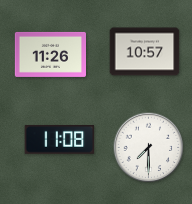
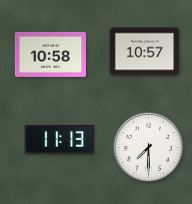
clock at (50, 54): 11:26 -> 10:58
clock at (60, 140): 11:08 -> 11:13
